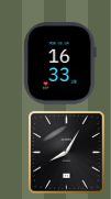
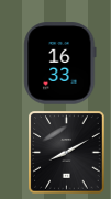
clock at (67, 153): 8:05 -> 8:10
